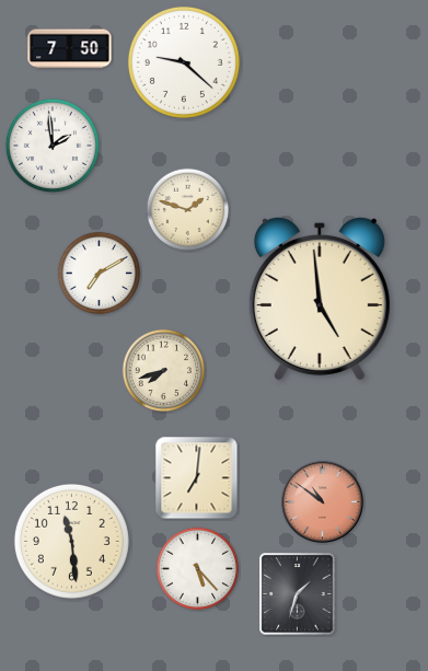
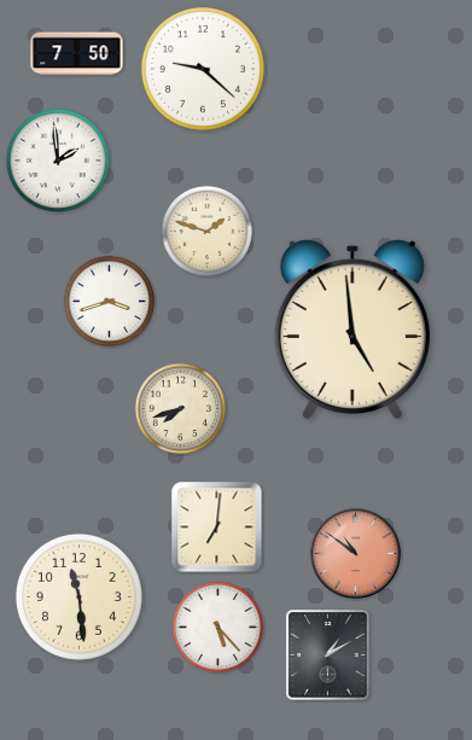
clock at (100, 274): 7:10 -> 3:42
clock at (298, 594): 1:33 -> 1:10
